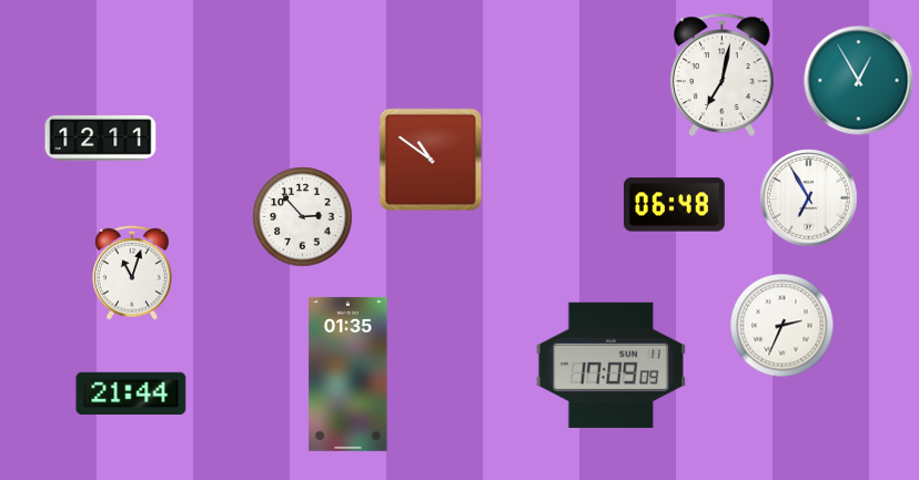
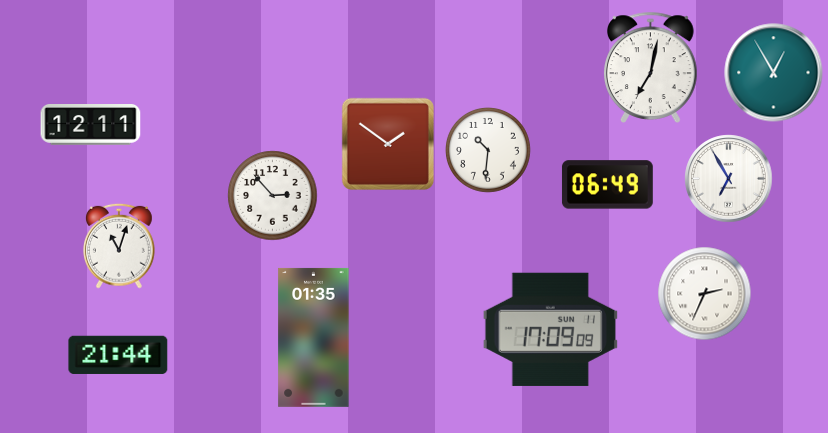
clock at (431, 160): 10:51 -> 1:51
clock at (489, 151): none -> 10:31
clock at (674, 205): 06:48 -> 06:49
